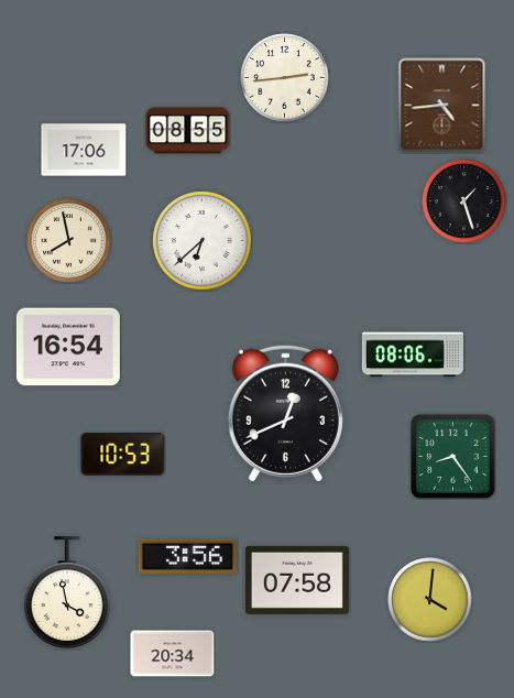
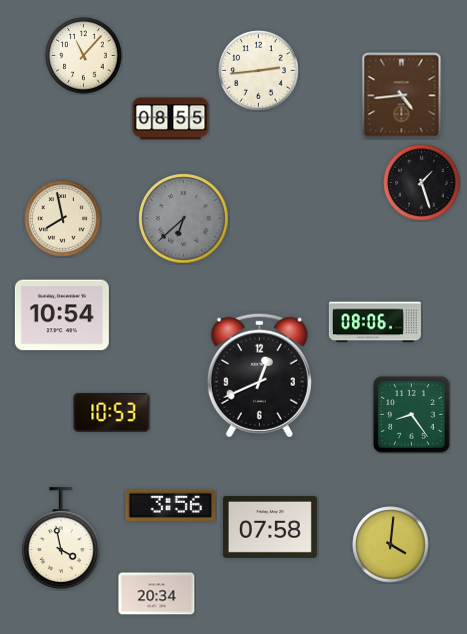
clock at (84, 56): none -> 11:07
clock at (84, 150): 17:06 -> none
clock at (203, 241) dial: white -> grey
clock at (68, 347): 16:54 -> 10:54
